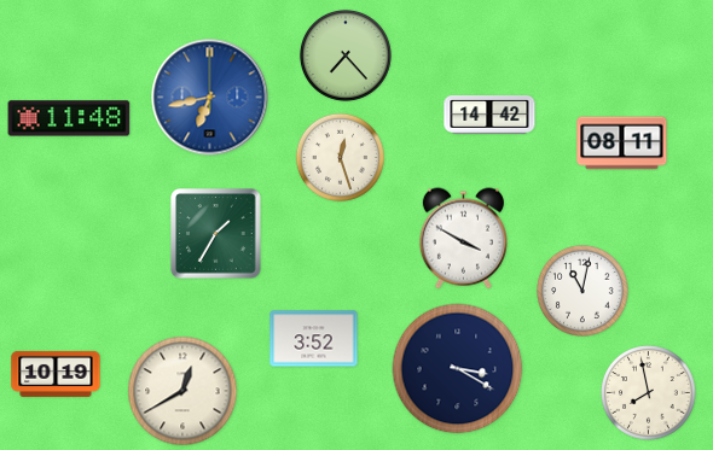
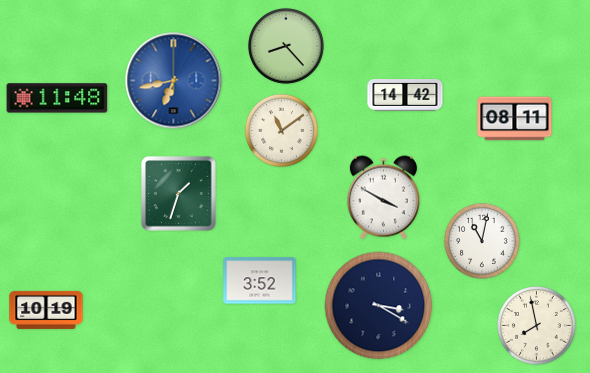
clock at (346, 55): 7:23 -> 8:23
clock at (340, 157): 12:27 -> 11:09
clock at (216, 234): 1:35 -> 1:33
clock at (182, 391): 12:40 -> none
